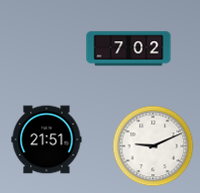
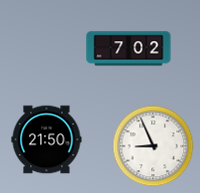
clock at (47, 140): 21:51 -> 21:50
clock at (153, 146): 9:11 -> 8:56
